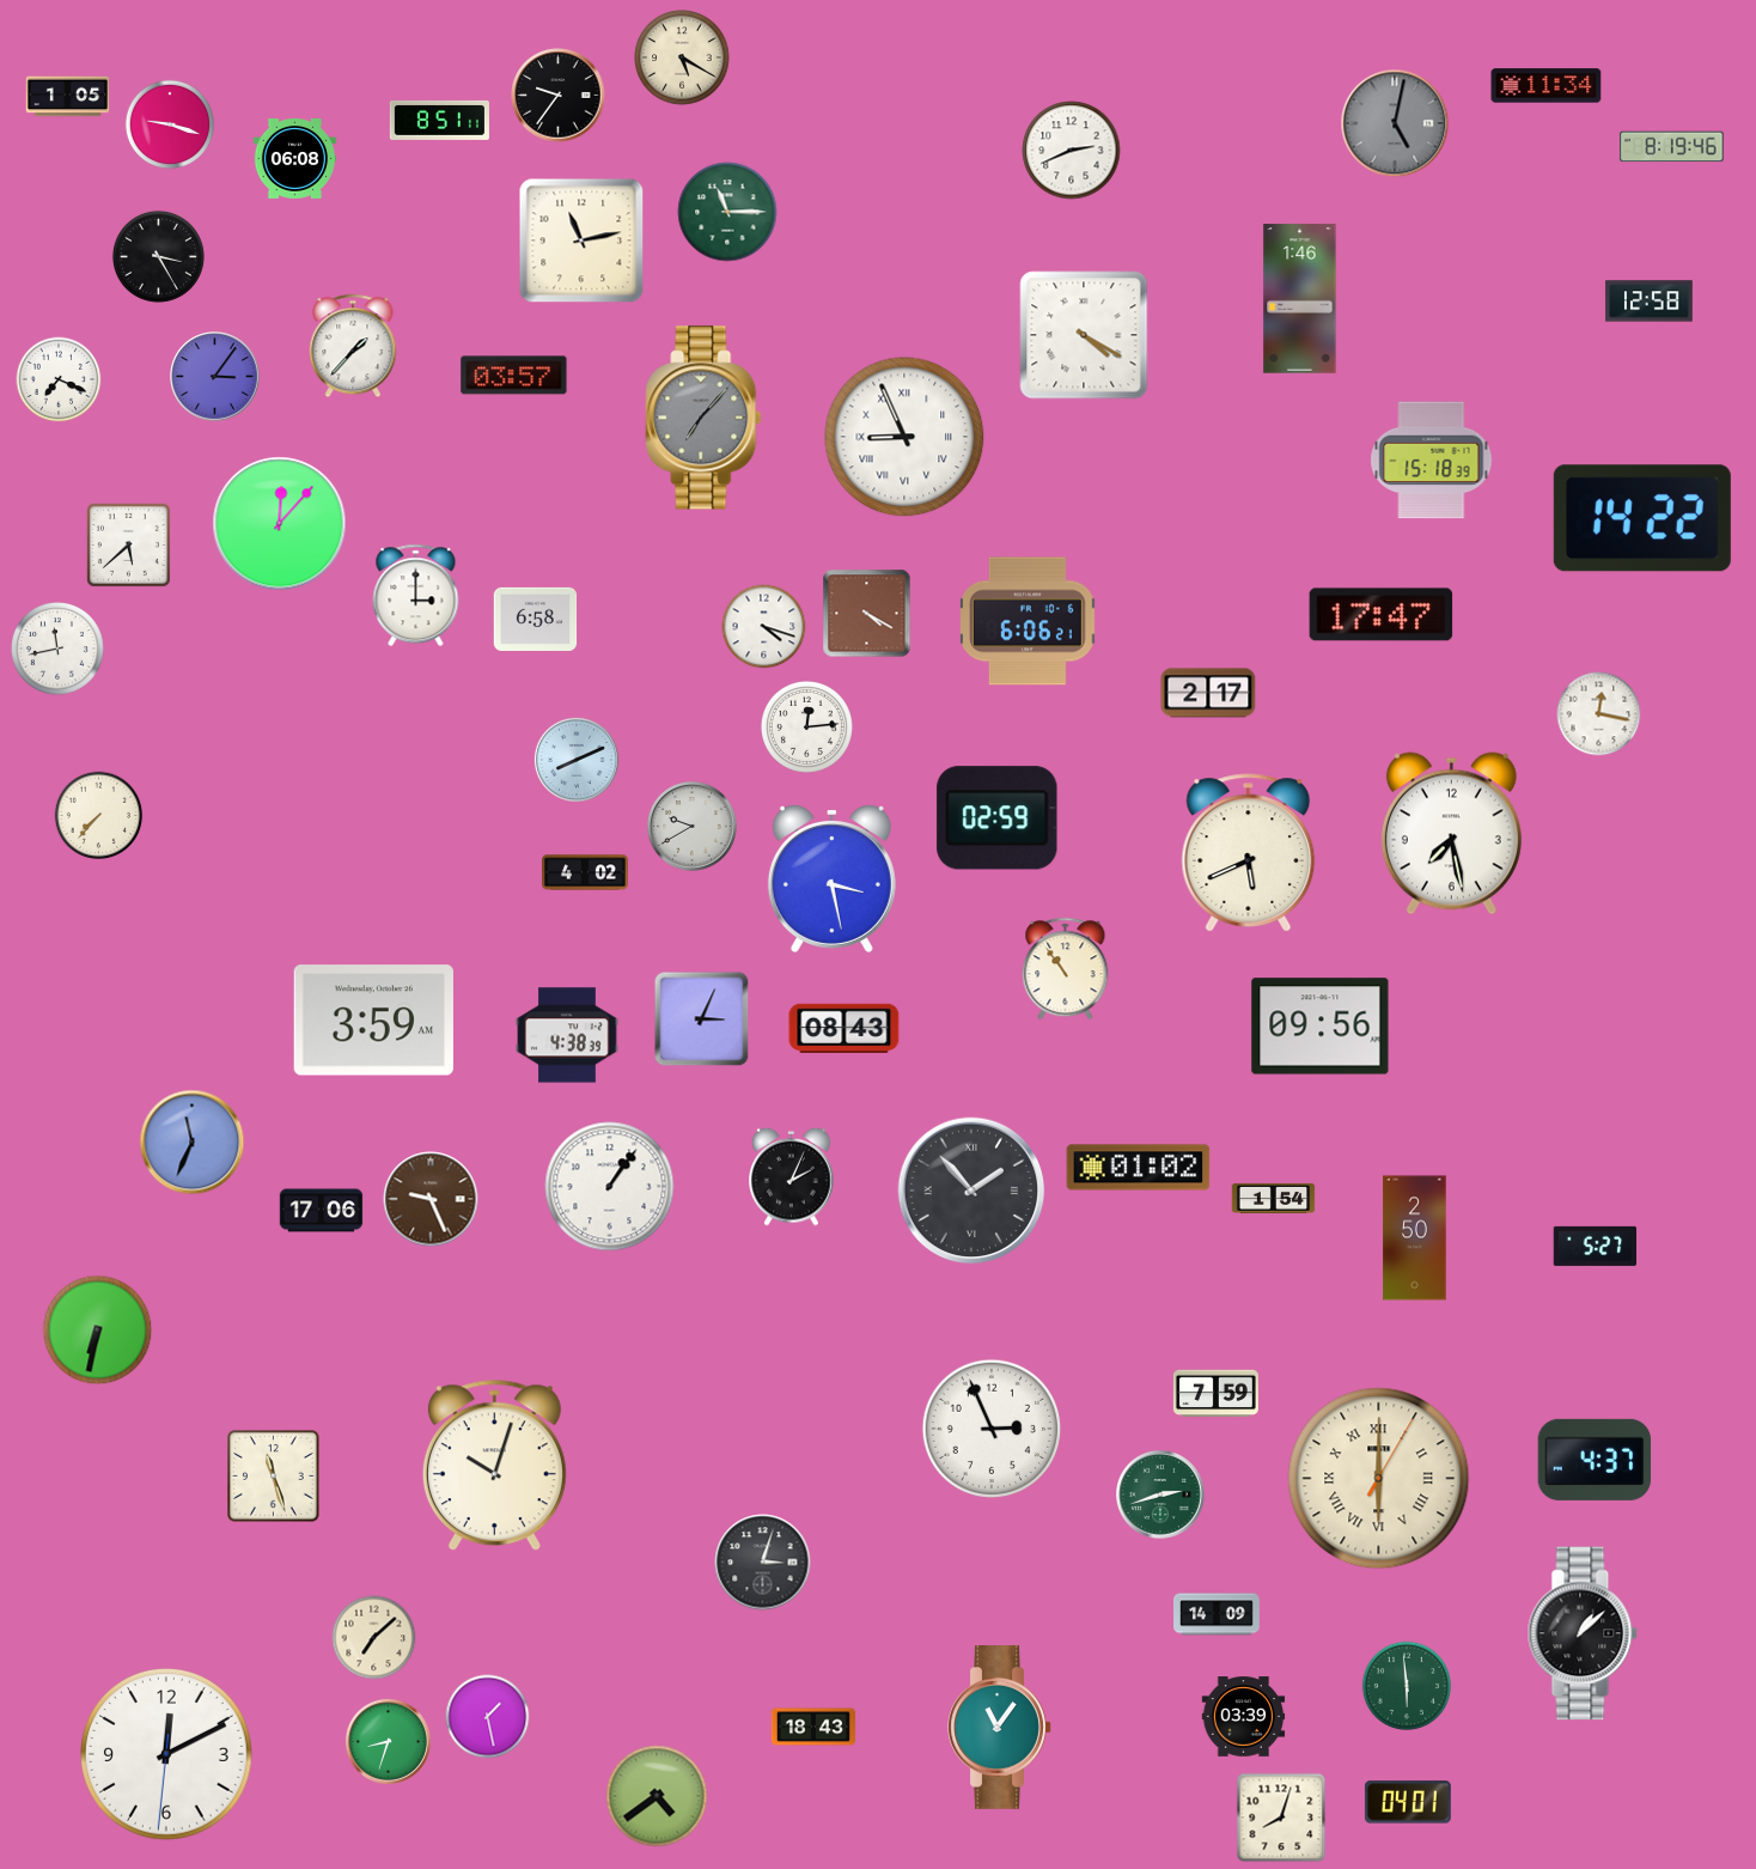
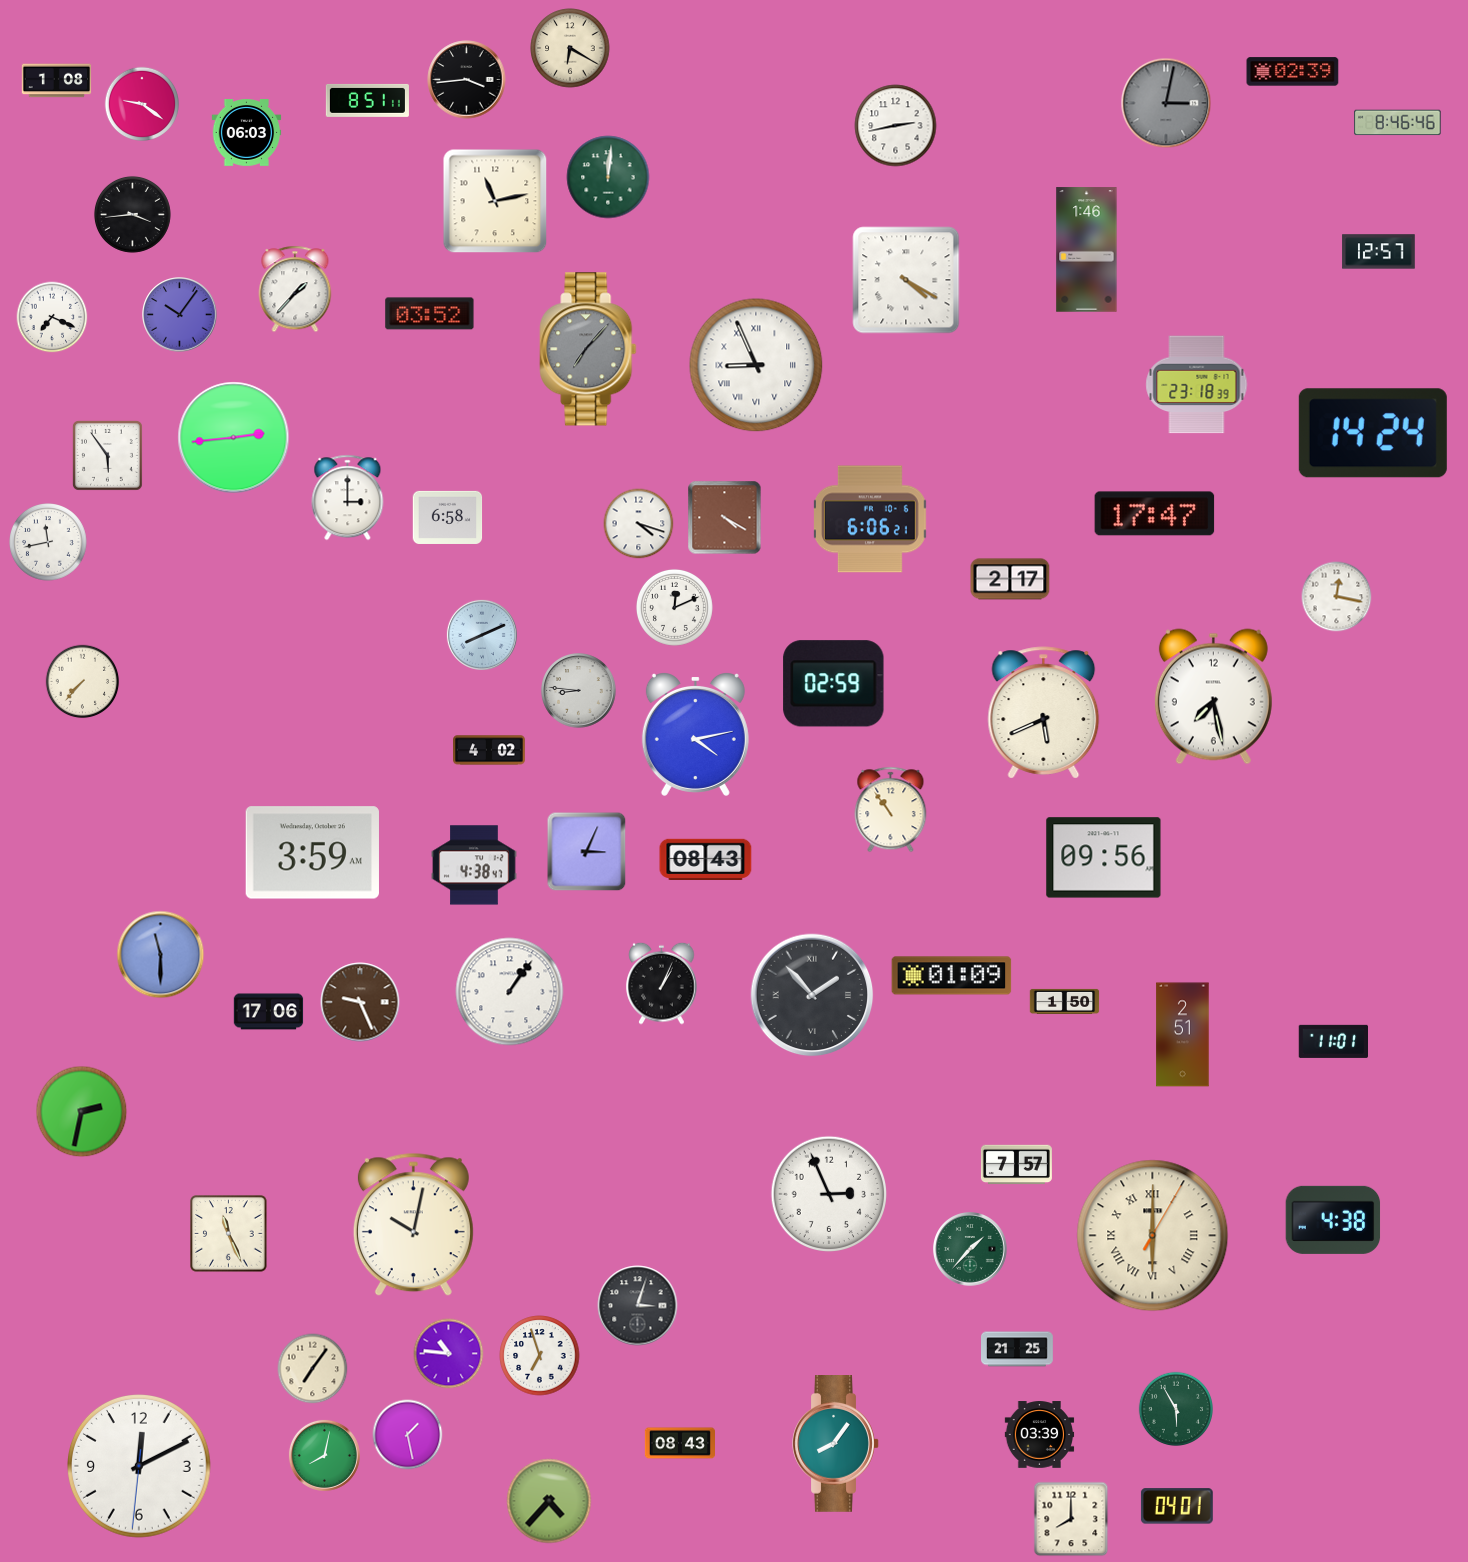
clock at (682, 57): 5:20 -> 6:20
clock at (1547, 86): 11:34 -> 02:39
clock at (559, 96): 9:36 -> 3:44
clock at (68, 97): 1:05 -> 1:08
clock at (169, 123): 9:18 -> 9:21
clock at (1395, 123): 5:02 -> 3:02
clock at (1672, 147): 8:19 -> 8:46
clock at (1072, 151): 2:41 -> 2:43
clock at (295, 159): 06:08 -> 06:03
clock at (727, 212): 11:15 -> 12:01
clock at (581, 241) position: (581, 241) -> (495, 201)
clock at (158, 256): 3:25 -> 3:44
clock at (1650, 302): 12:58 -> 12:57
clock at (514, 376): 03:57 -> 03:52
clock at (215, 377): 3:06 -> 10:06
clock at (59, 379) position: (59, 379) -> (52, 317)
clock at (1432, 461): 15:18 -> 23:18
clock at (1642, 518): 14:22 -> 14:24
clock at (280, 524): 12:07 -> 2:44
clock at (128, 544): 5:38 -> 5:54
clock at (867, 614) position: (867, 614) -> (725, 518)
clock at (1029, 621) position: (1029, 621) -> (871, 519)
clock at (806, 726): 12:14 -> 12:11
clock at (693, 827): 9:40 -> 8:46
clock at (586, 872) position: (586, 872) -> (490, 750)
clock at (831, 879): 3:28 -> 4:13
clock at (567, 1035): 4:38:39 -> 4:38:47
clock at (193, 1143): 11:34 -> 11:30
clock at (1139, 1168): 01:02 -> 01:09
clock at (792, 1176): 2:04 -> 1:04
clock at (1274, 1198): 1:54 -> 1:50
clock at (1415, 1238): 2:50 -> 2:51
clock at (1595, 1246): 5:27 -> 11:01
clock at (98, 1331): 6:32 -> 2:32
clock at (1215, 1394): 7:59 -> 7:57
clock at (1595, 1460): 4:37 -> 4:38
clock at (494, 1466): 10:03 -> 10:02
clock at (274, 1477): 11:27 -> 11:26
clock at (1161, 1496): 2:42 -> 1:37
clock at (1218, 1614): 14:09 -> 21:25
clock at (449, 1354): none -> 10:46
clock at (540, 1356): none -> 6:57
clock at (1583, 1633): 1:08 -> none
clock at (374, 1638): 7:08 -> 7:06
clock at (1406, 1685): 5:59 -> 5:55
clock at (812, 1727): 18:43 -> 08:43
clock at (1000, 1728): 11:06 -> 8:06
clock at (388, 1741): 8:33 -> 8:02
clock at (657, 1796): 4:39 -> 4:37
clock at (1281, 1818): 8:03 -> 8:00
